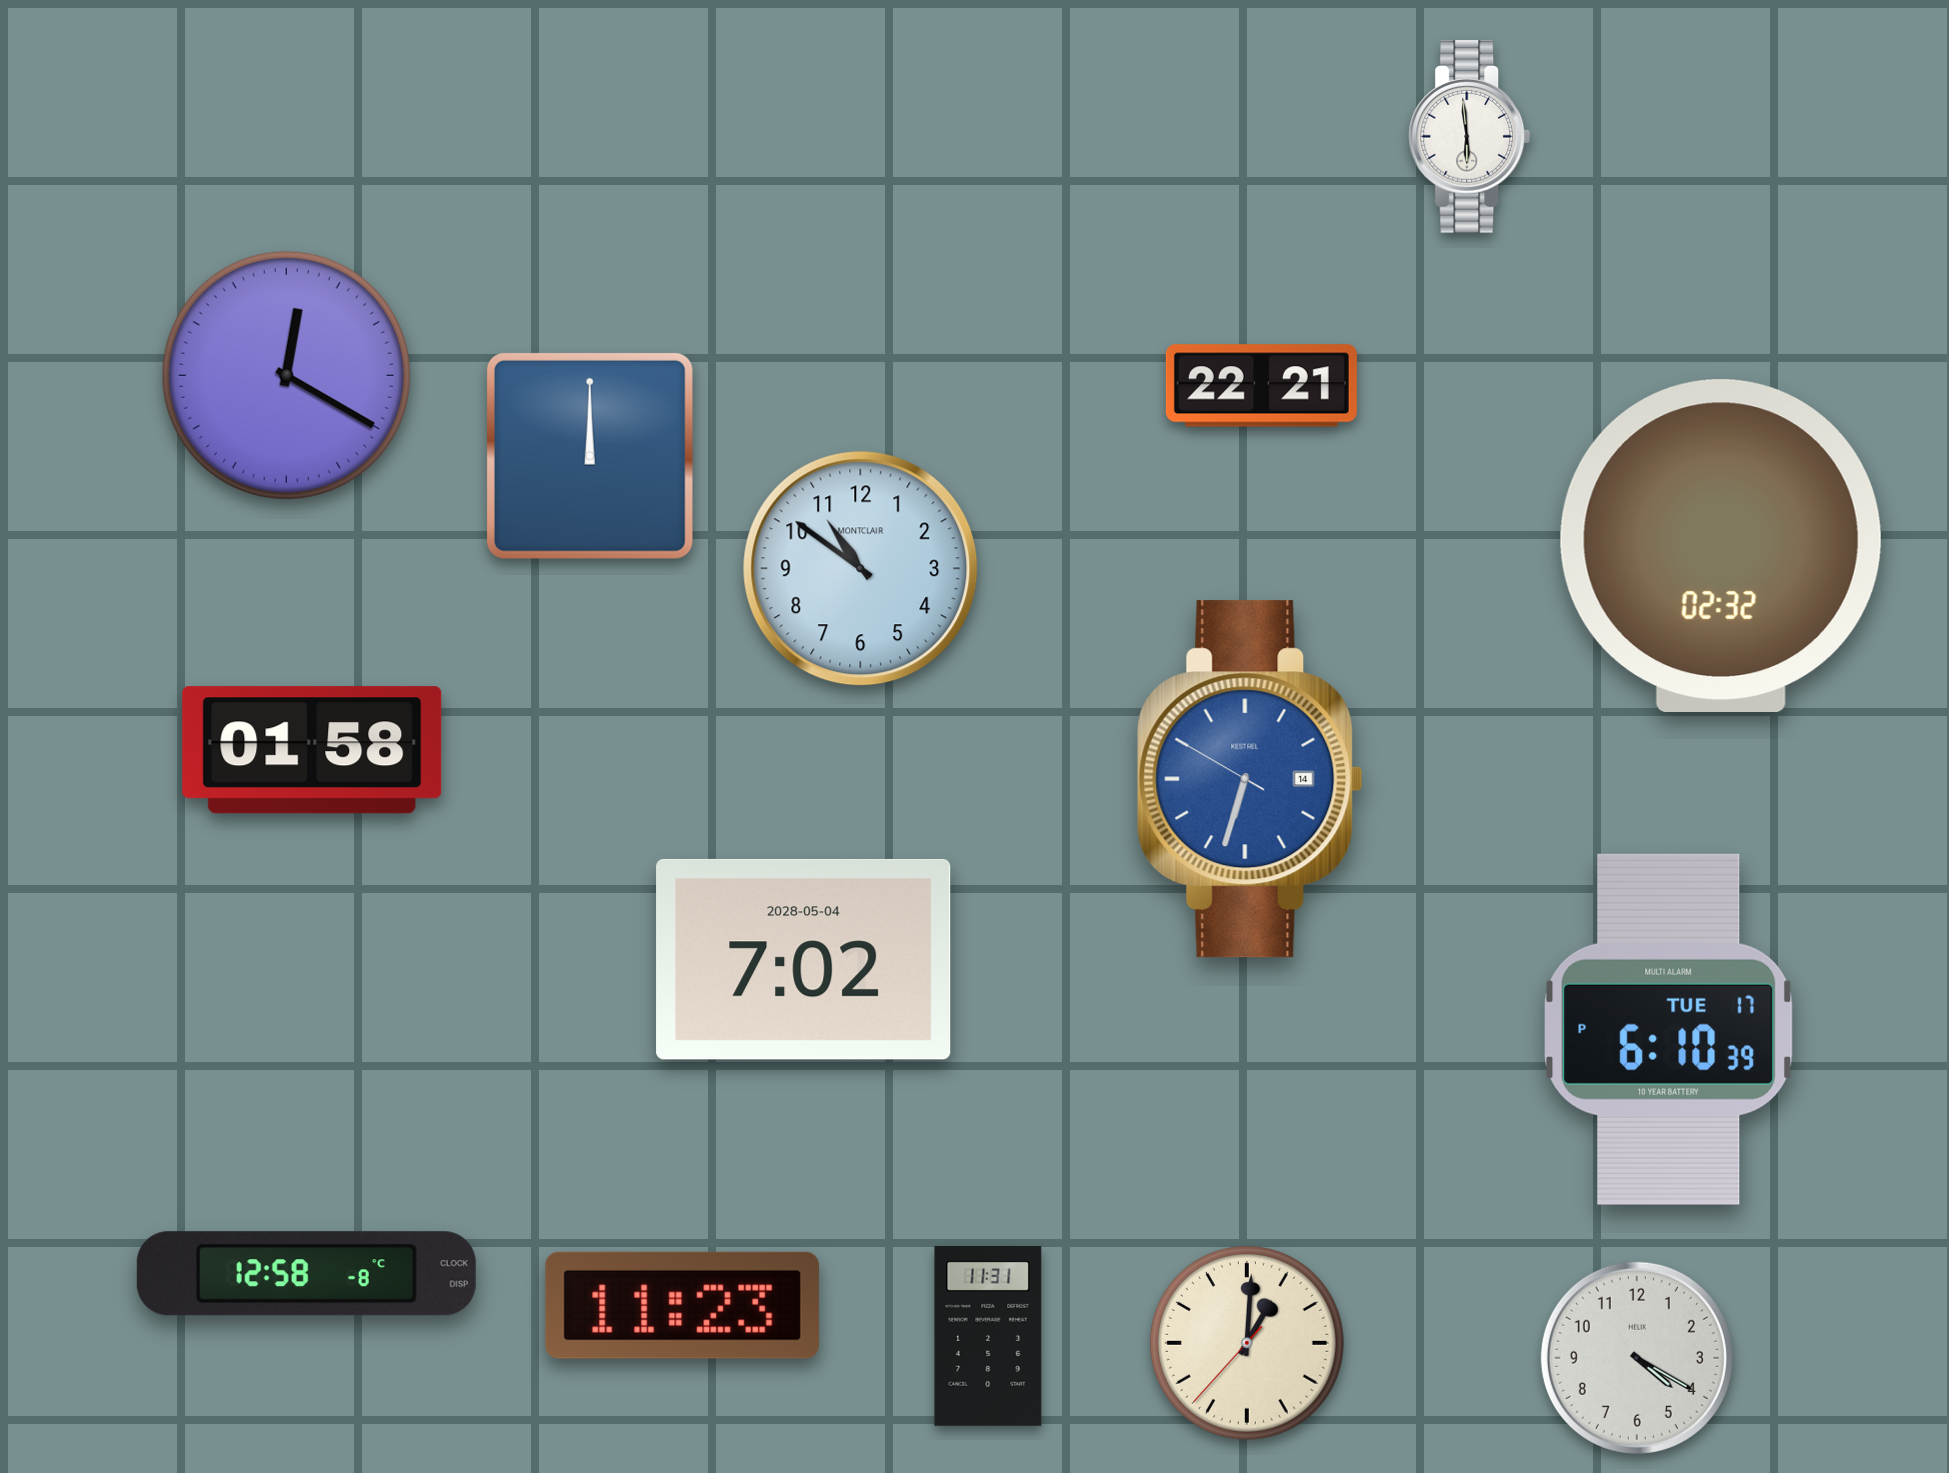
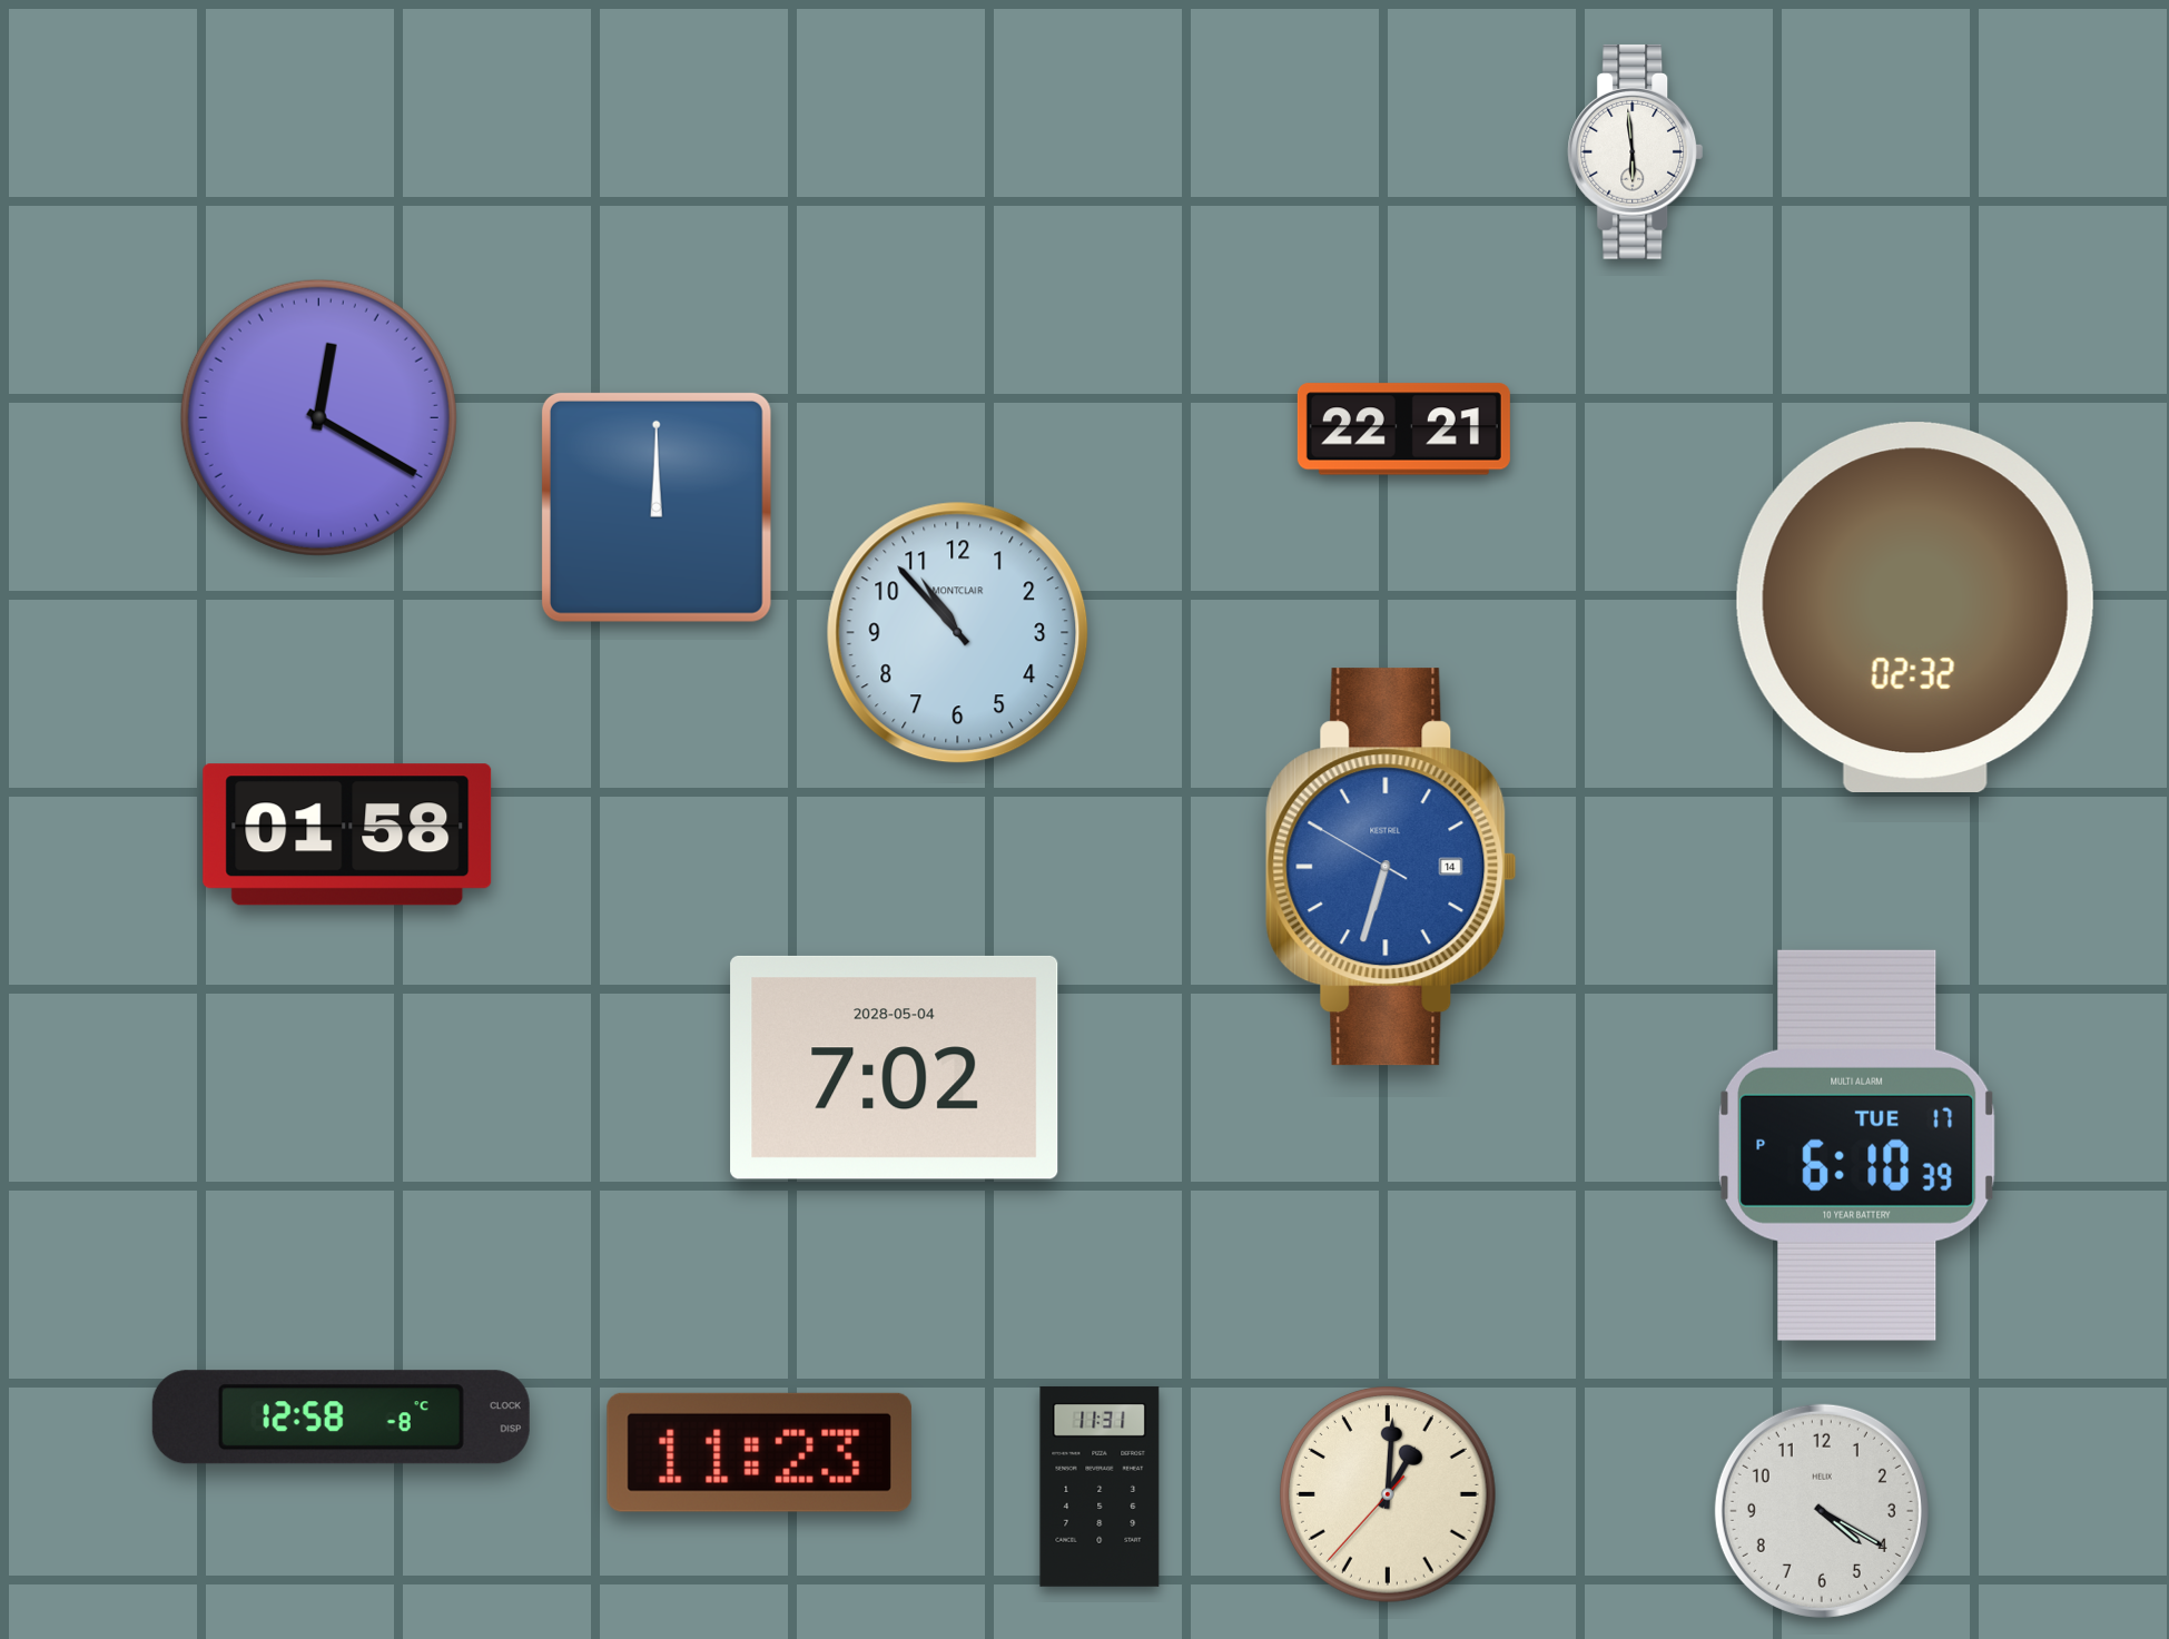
clock at (861, 569): 10:51 -> 10:53
